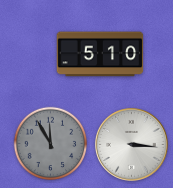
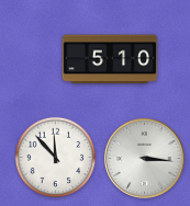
clock at (51, 144): 11:55 -> 11:53
clock at (51, 144) dial: grey -> white
